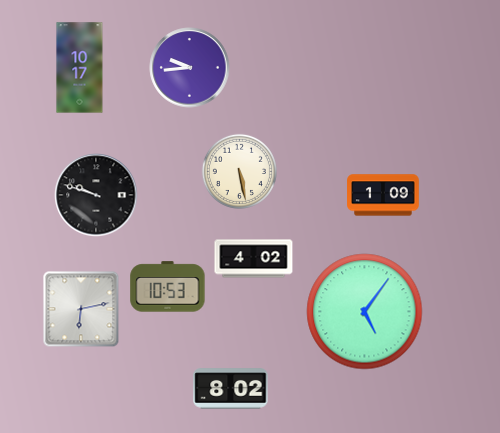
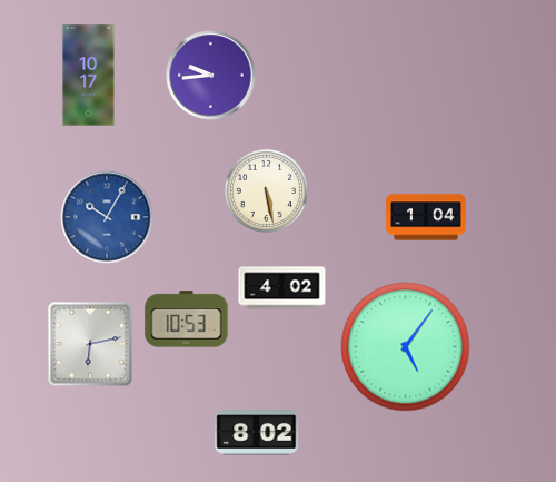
clock at (96, 195): 9:48 -> 10:05
clock at (96, 195) dial: black -> blue
clock at (383, 195): 1:09 -> 1:04
